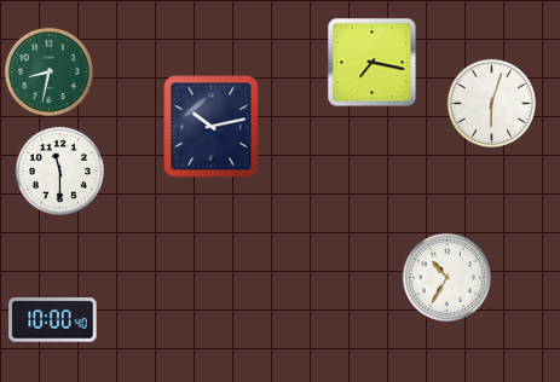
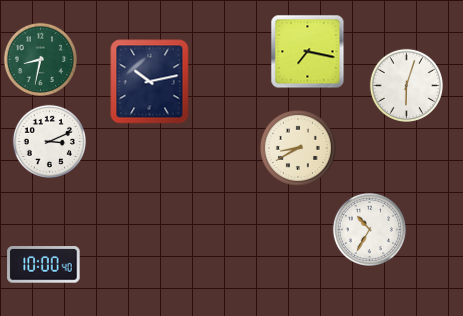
clock at (212, 127) position: (212, 127) -> (150, 82)
clock at (59, 170): 11:30 -> 3:11
clock at (298, 148): none -> 8:40
